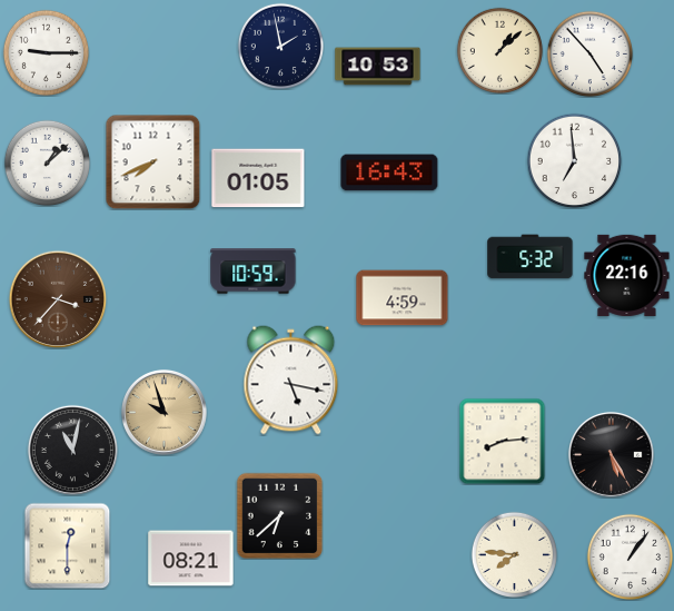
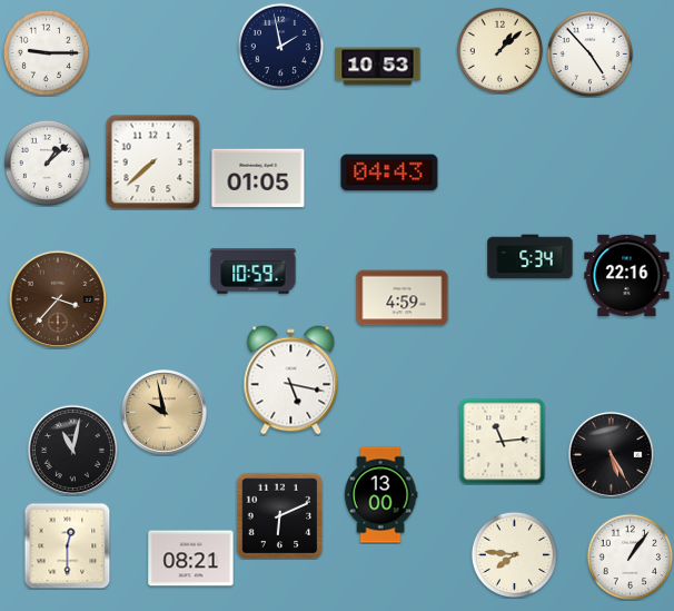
clock at (574, 160): 6:59 -> none
clock at (152, 161): 7:41 -> 7:38
clock at (389, 173): 16:43 -> 04:43
clock at (531, 257): 5:32 -> 5:34
clock at (163, 412): 9:57 -> 9:58
clock at (502, 441): 8:14 -> 11:14
clock at (380, 495): none -> 13:00
clock at (279, 515): 6:38 -> 6:11
